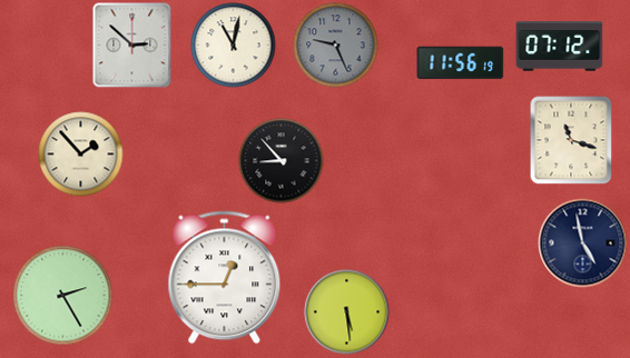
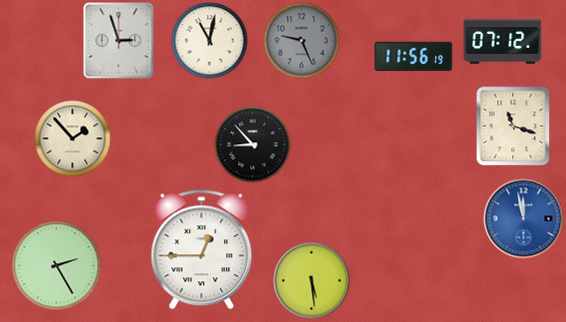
clock at (132, 46): 2:52 -> 2:57
clock at (583, 243): 4:58 -> 11:58
clock at (583, 243) dial: navy -> blue
